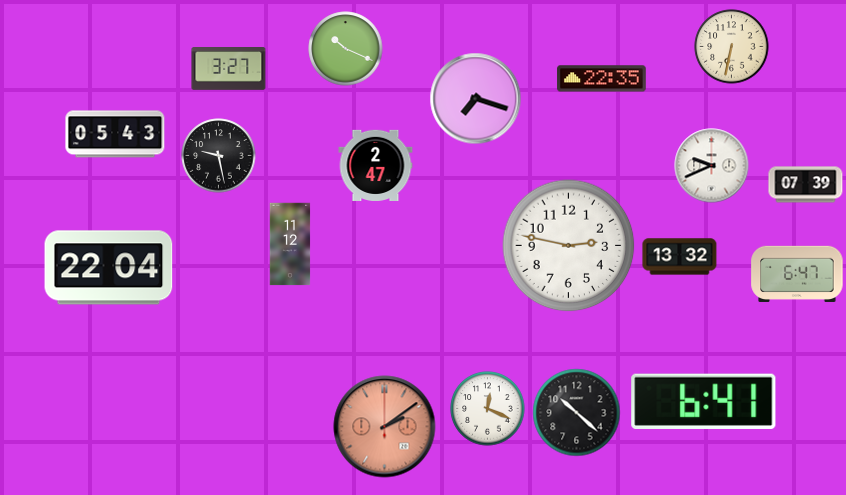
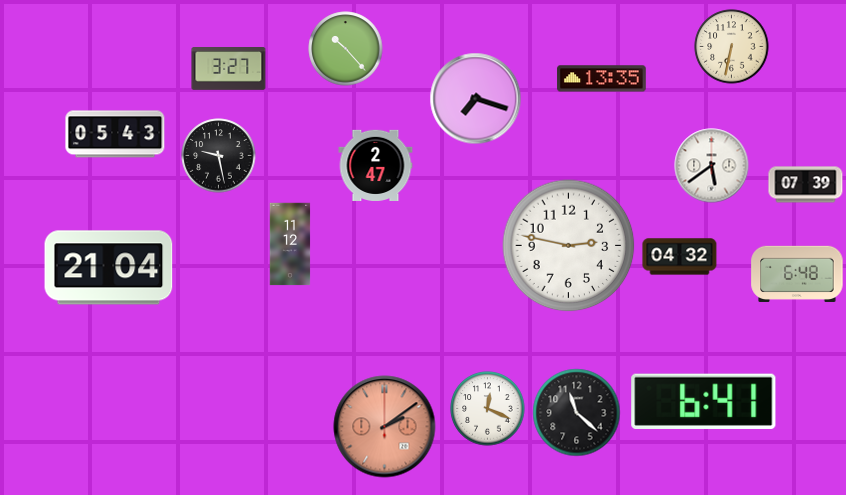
clock at (346, 49): 10:19 -> 10:23
clock at (602, 79): 22:35 -> 13:35
clock at (712, 166): 9:41 -> 5:39
clock at (680, 257): 13:32 -> 04:32
clock at (109, 268): 22:04 -> 21:04
clock at (797, 274): 6:47 -> 6:48
clock at (577, 413): 10:22 -> 11:22
